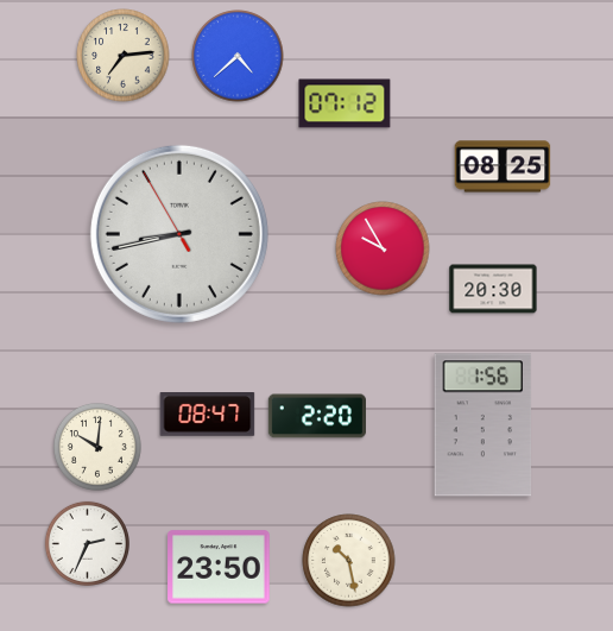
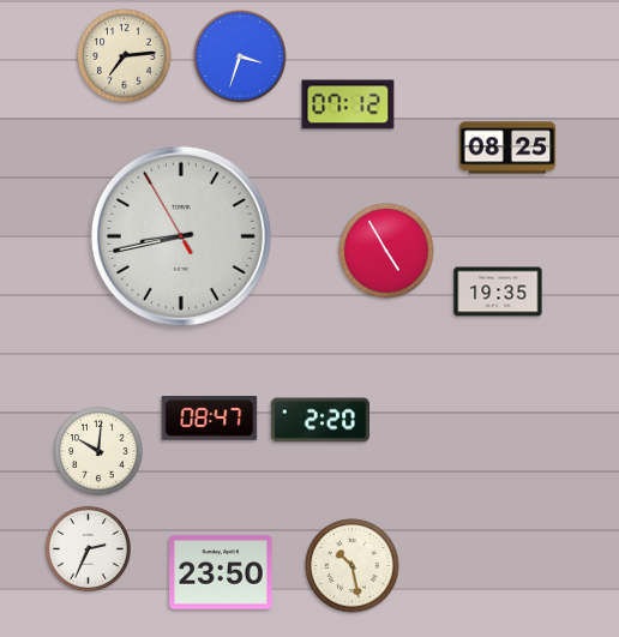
clock at (238, 56): 4:38 -> 3:33
clock at (503, 166) position: (503, 166) -> (507, 148)
clock at (383, 248): 9:55 -> 4:55
clock at (493, 289): 20:30 -> 19:35
clock at (484, 425): 1:56 -> none
